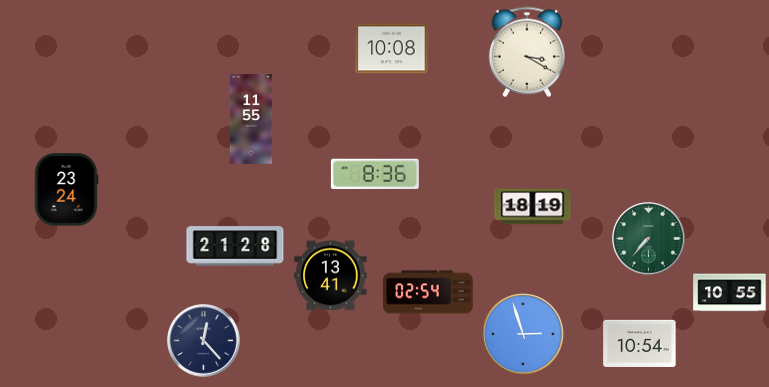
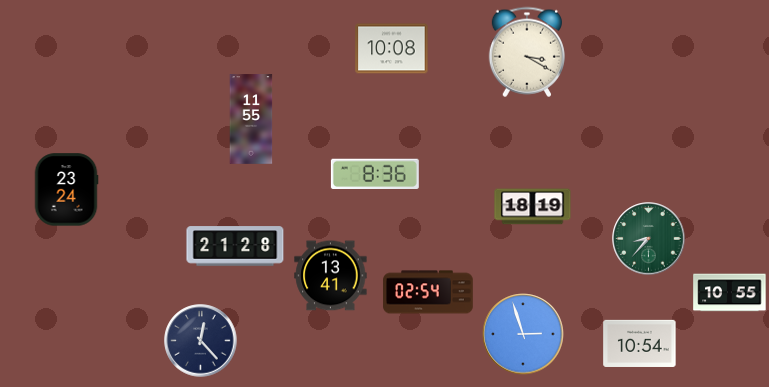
clock at (649, 239): 7:37 -> 8:37
clock at (204, 341) position: (204, 341) -> (201, 341)
